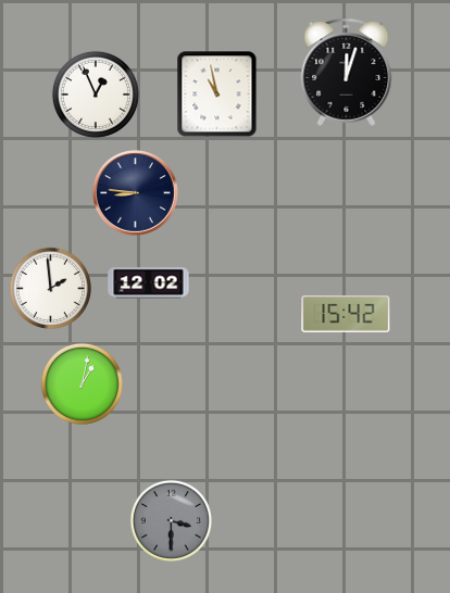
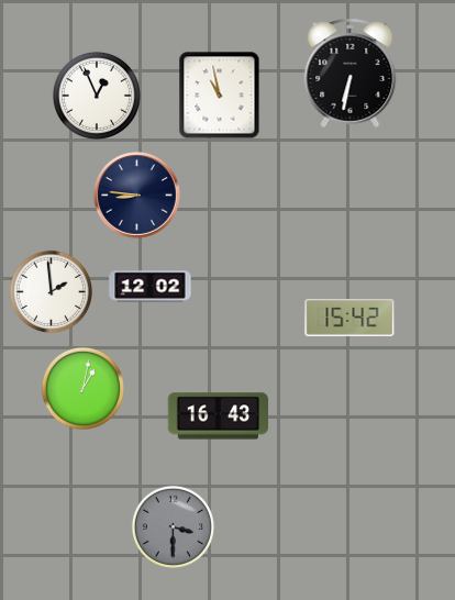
clock at (347, 72): 12:03 -> 6:32
clock at (218, 416): none -> 16:43
